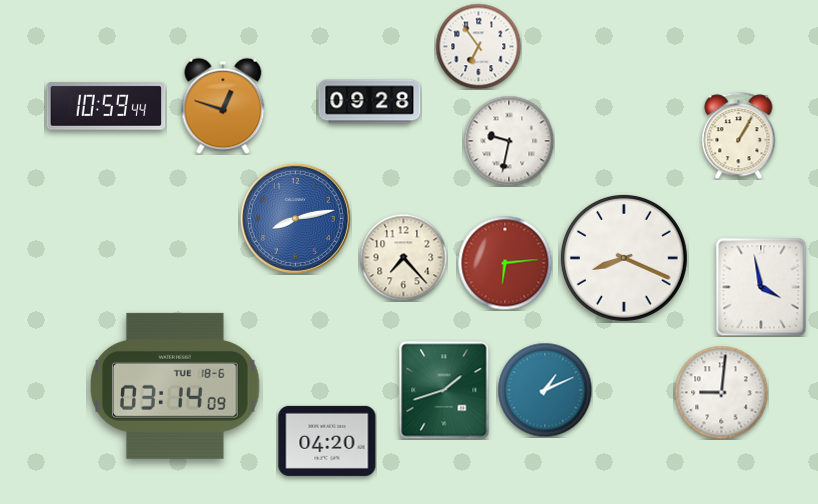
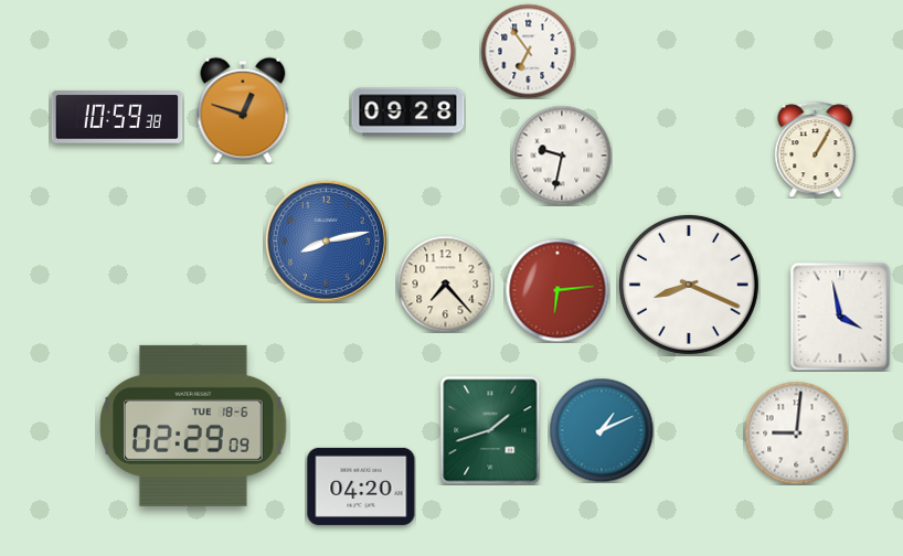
clock at (106, 106): 10:59:44 -> 10:59:38
clock at (223, 106) position: (223, 106) -> (243, 110)
clock at (175, 386): 03:14 -> 02:29
